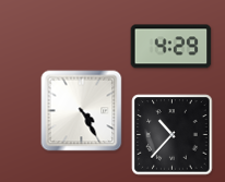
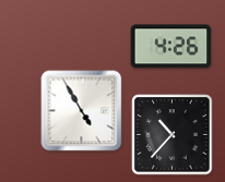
clock at (171, 47): 4:29 -> 4:26
clock at (82, 111): 4:25 -> 4:55
